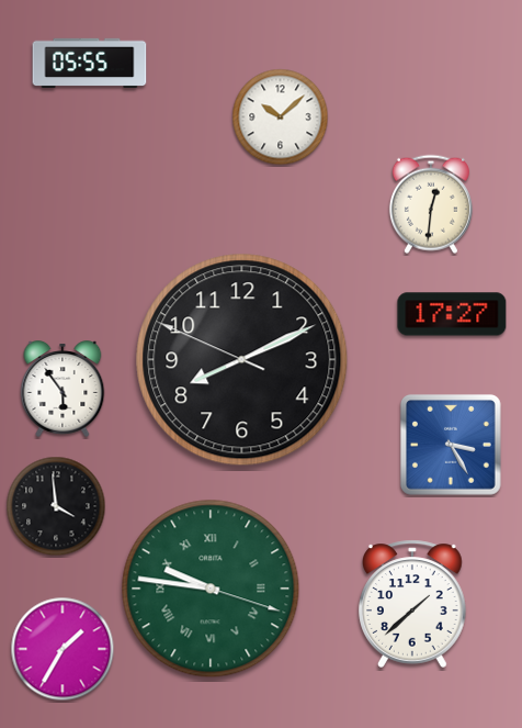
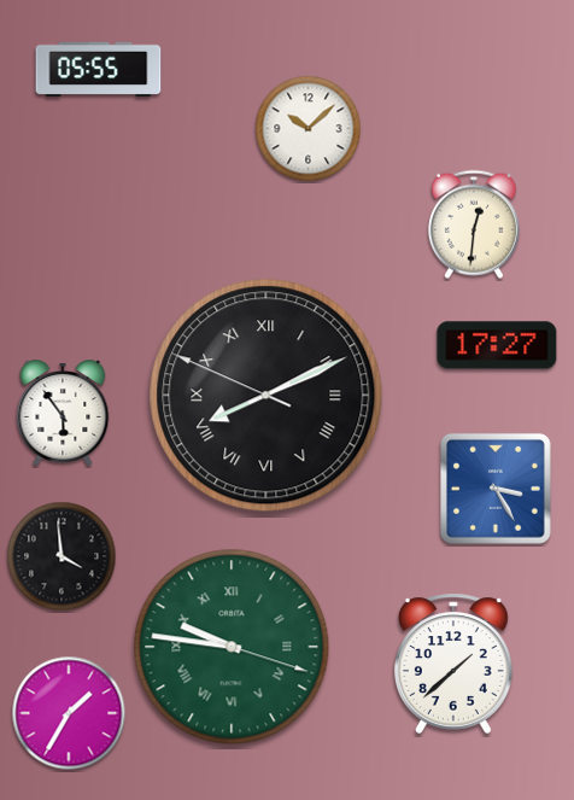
clock at (242, 360) numerals: Arabic -> Roman
clock at (63, 389) position: (63, 389) -> (63, 413)
